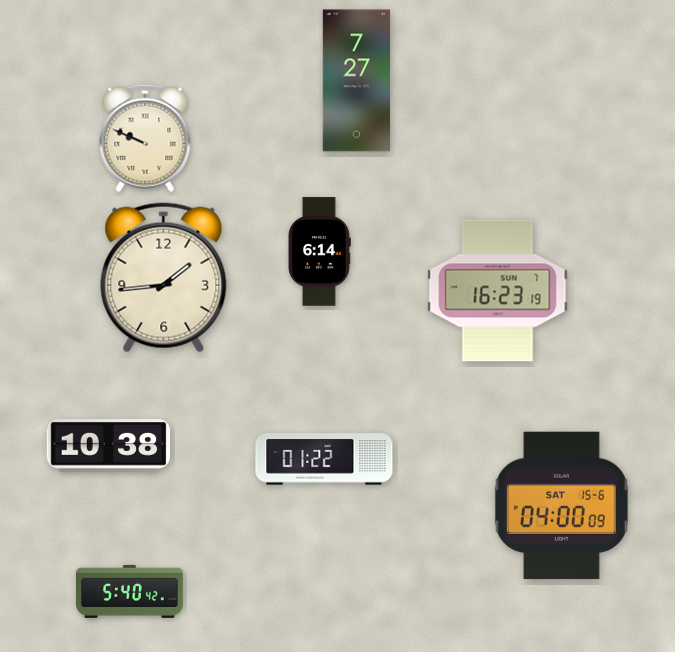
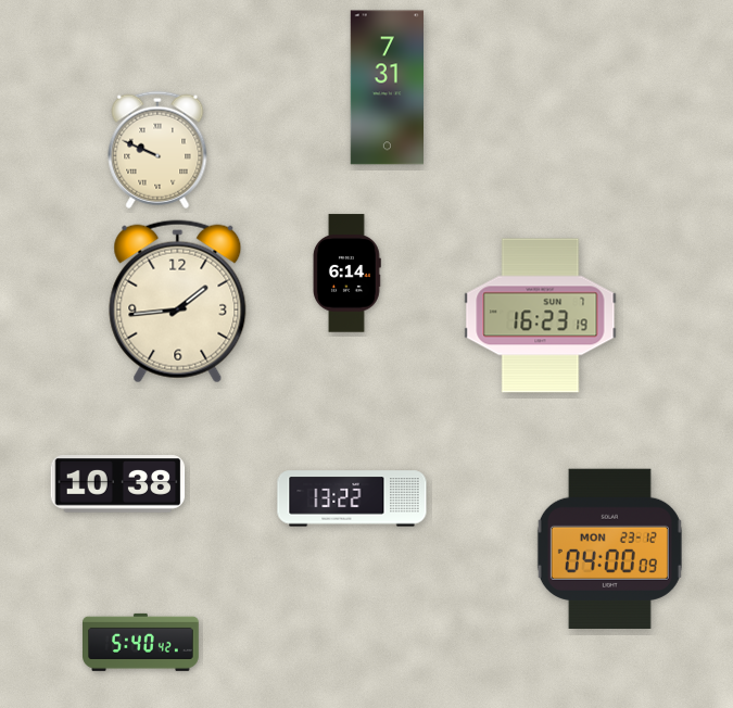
clock at (356, 81): 7:27 -> 7:31
clock at (324, 459): 01:22 -> 13:22
clock at (561, 505) date: SAT 15-6 -> MON 23-12
